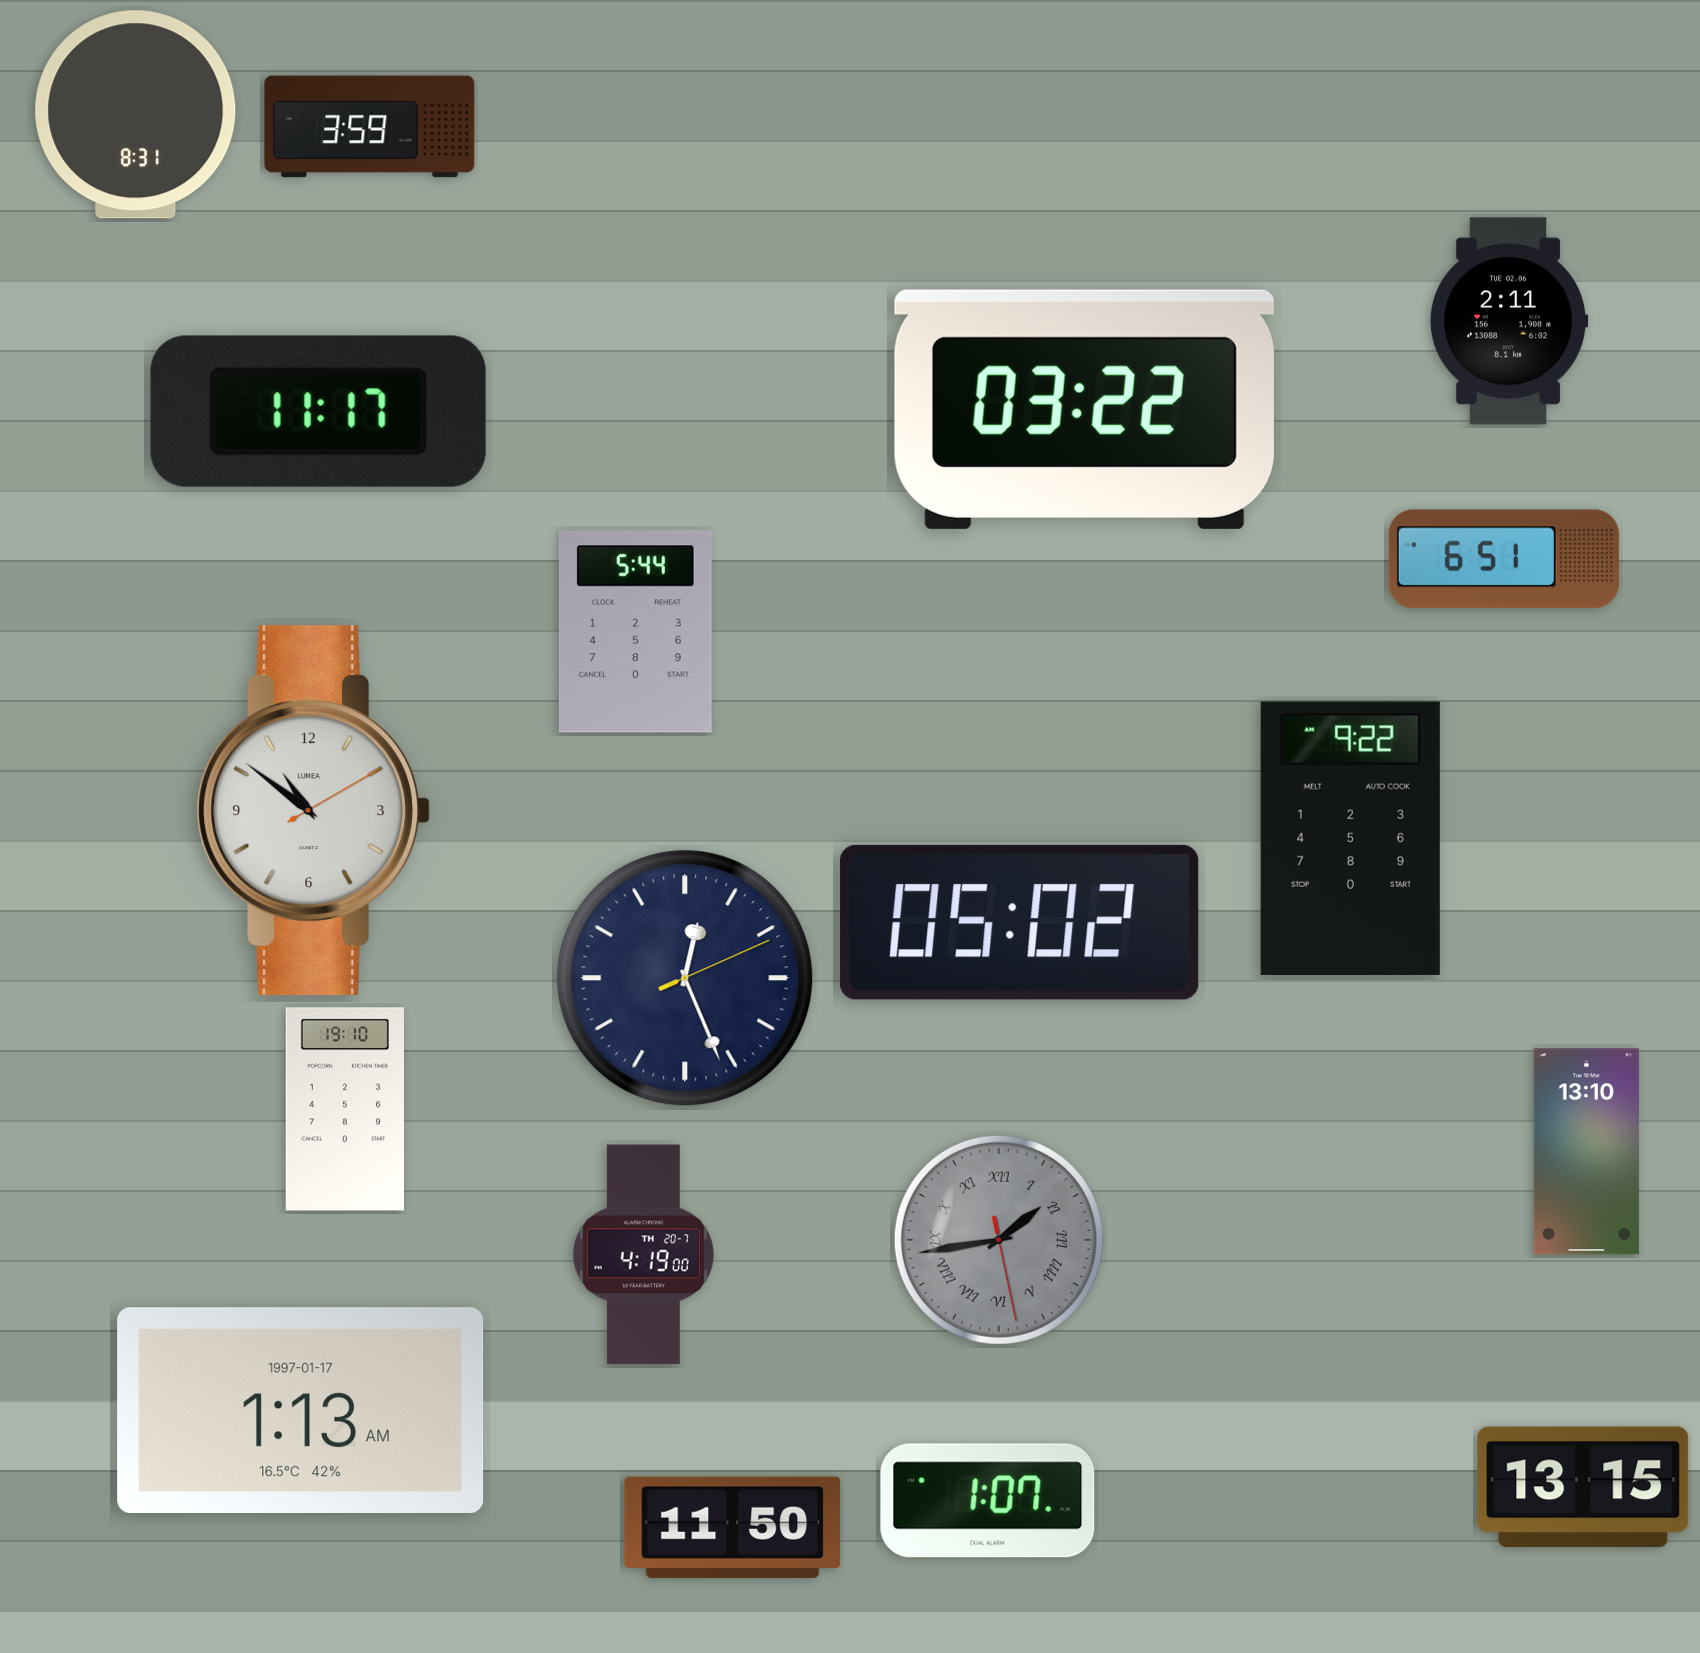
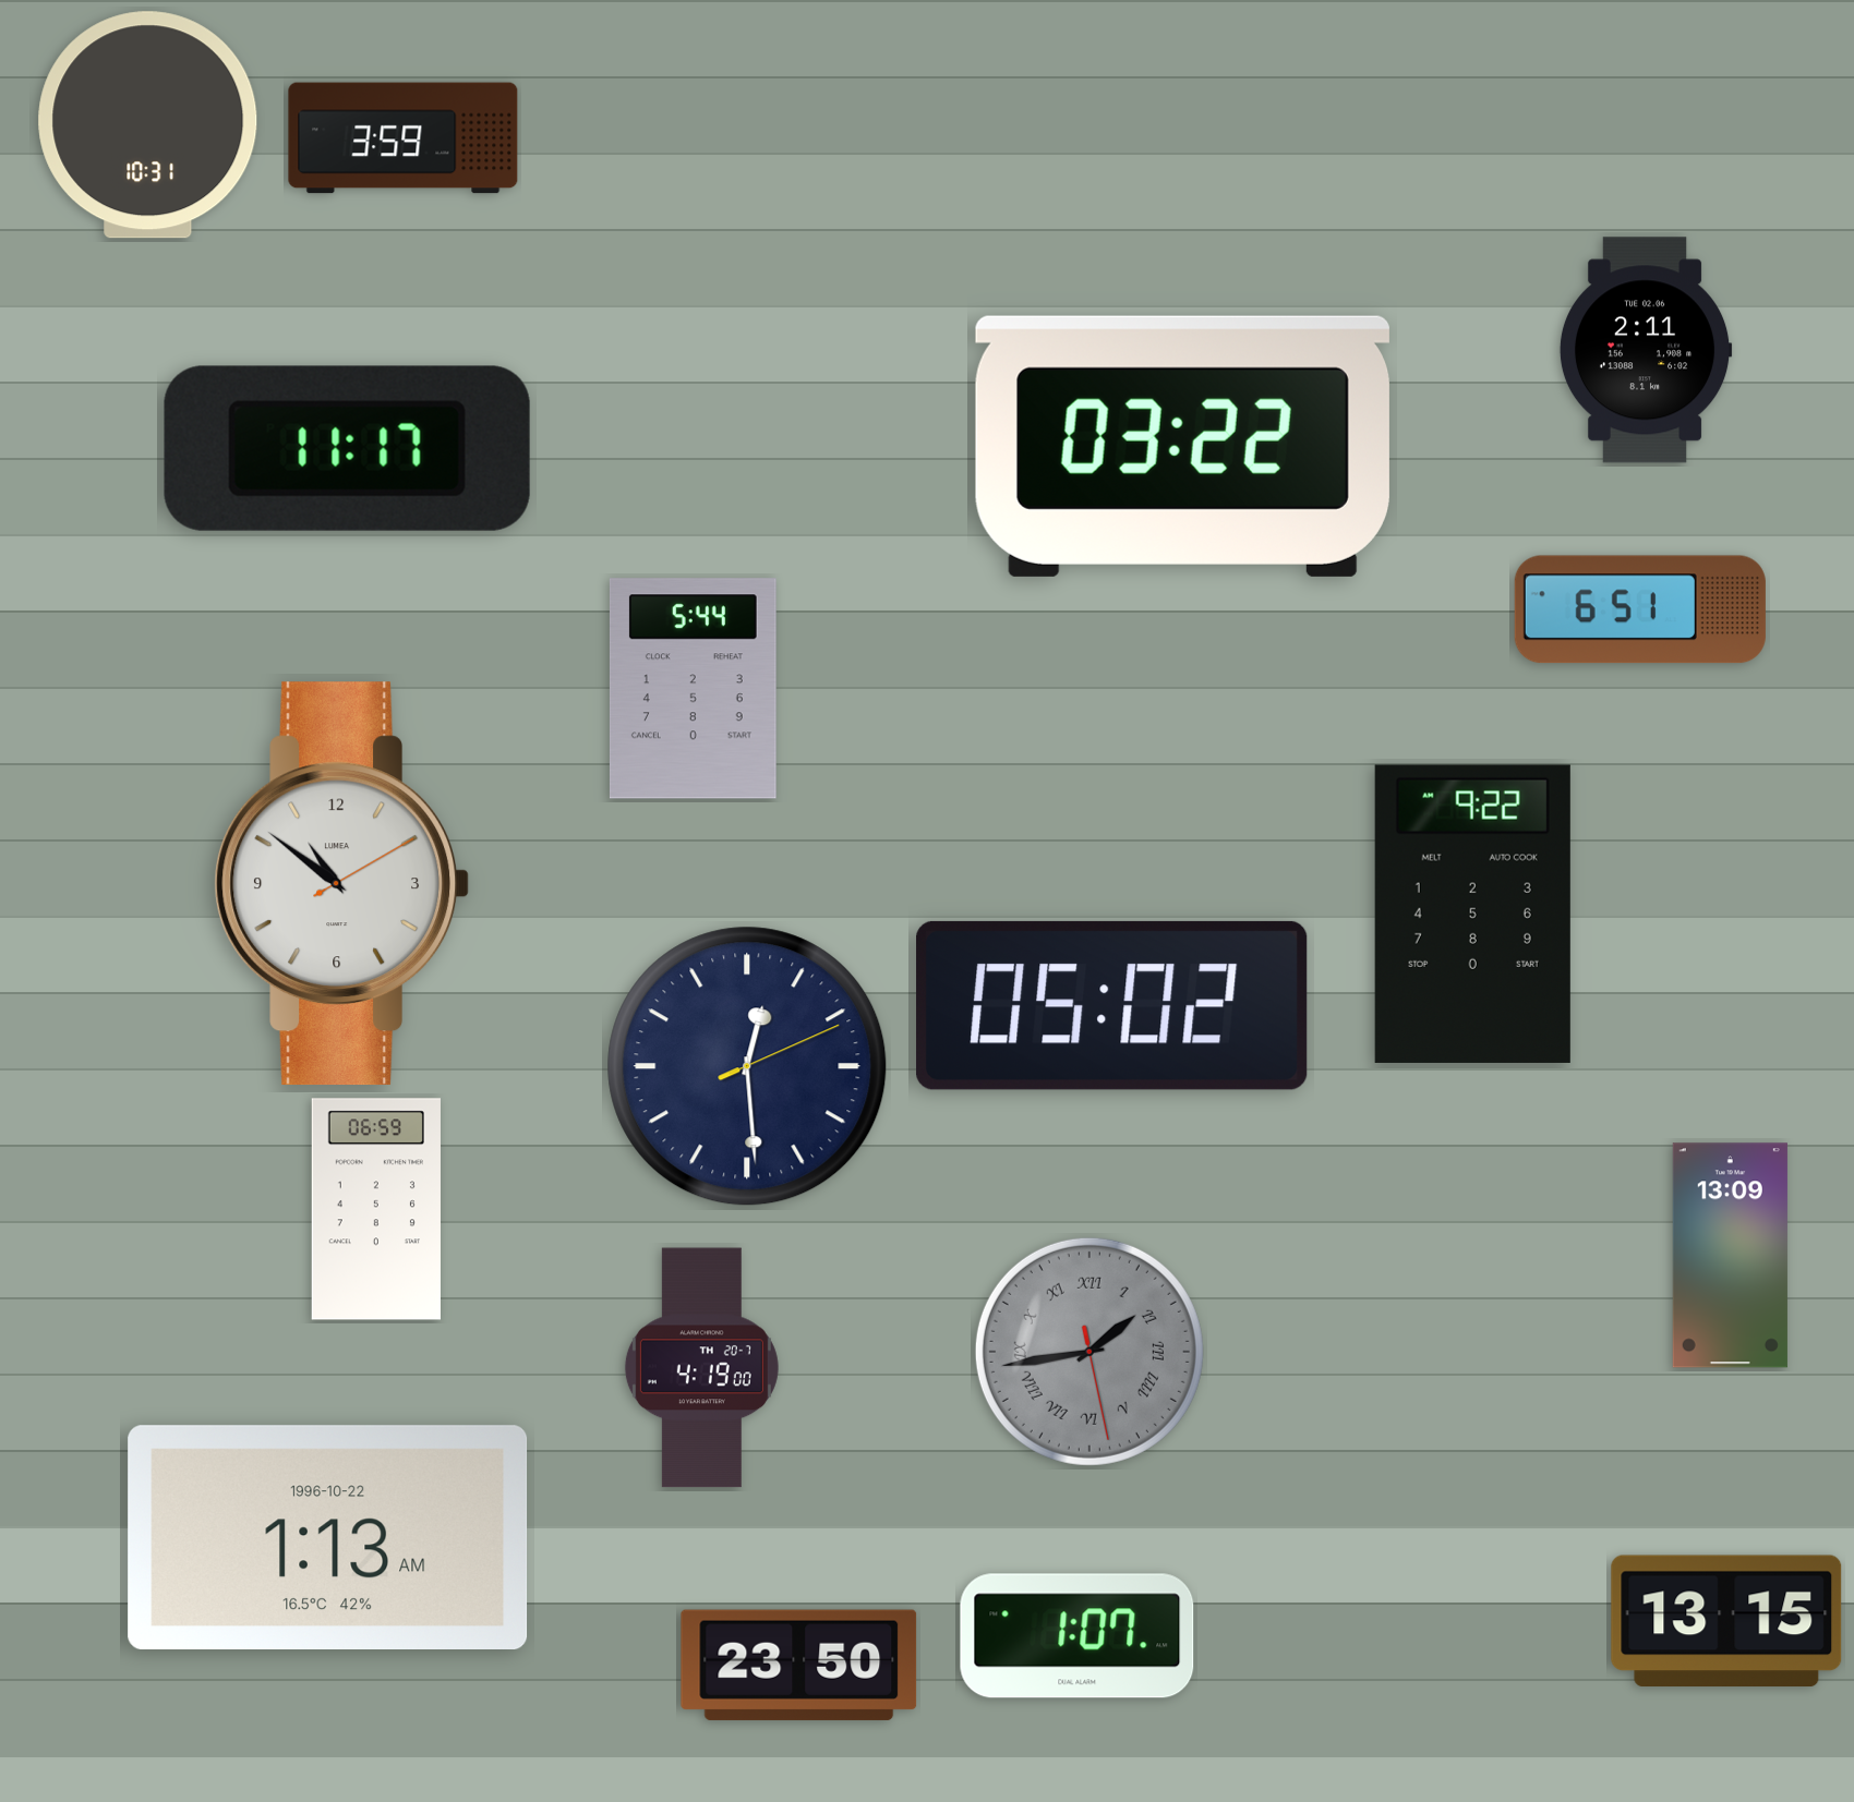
clock at (136, 115): 8:31 -> 10:31
clock at (685, 978): 12:26 -> 12:29
clock at (345, 1109): 19:10 -> 06:59
clock at (1586, 1152): 13:10 -> 13:09
clock at (301, 1410) date: 1997-01-17 -> 1996-10-22
clock at (733, 1527): 11:50 -> 23:50
